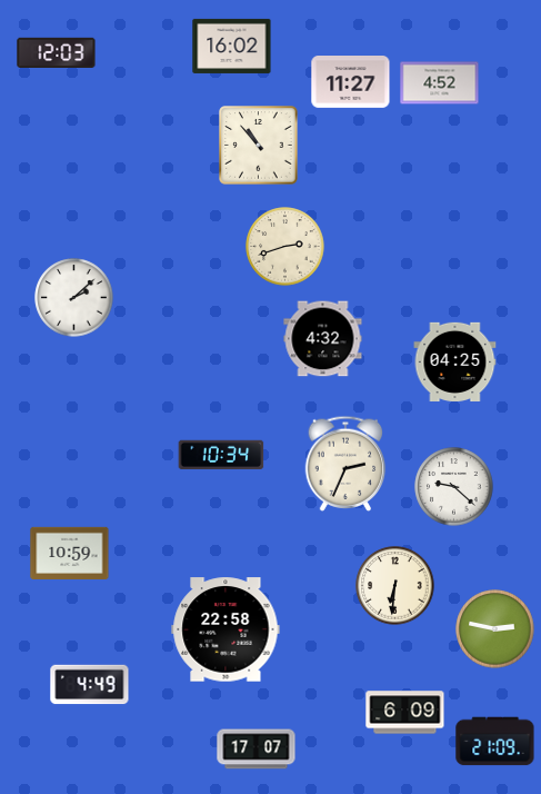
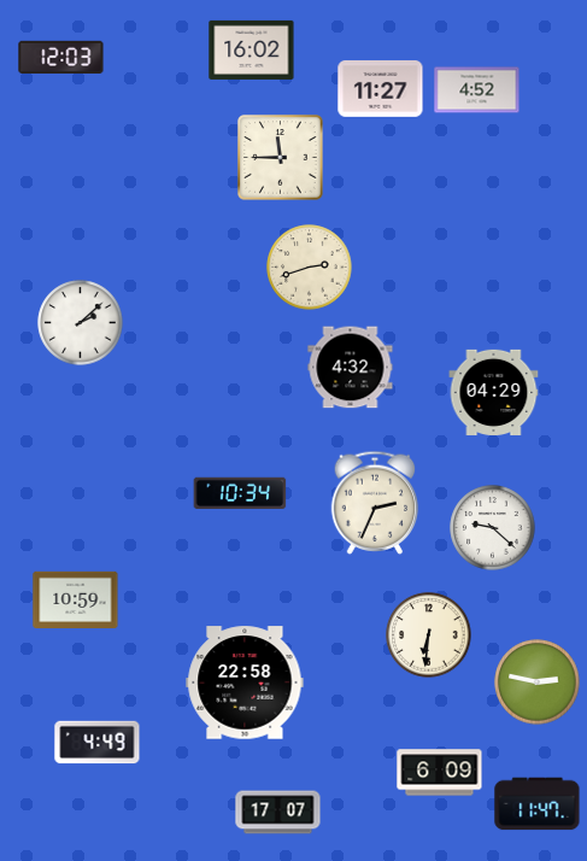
clock at (259, 146): 10:53 -> 11:45
clock at (455, 361): 04:25 -> 04:29
clock at (495, 742): 21:09 -> 11:47
